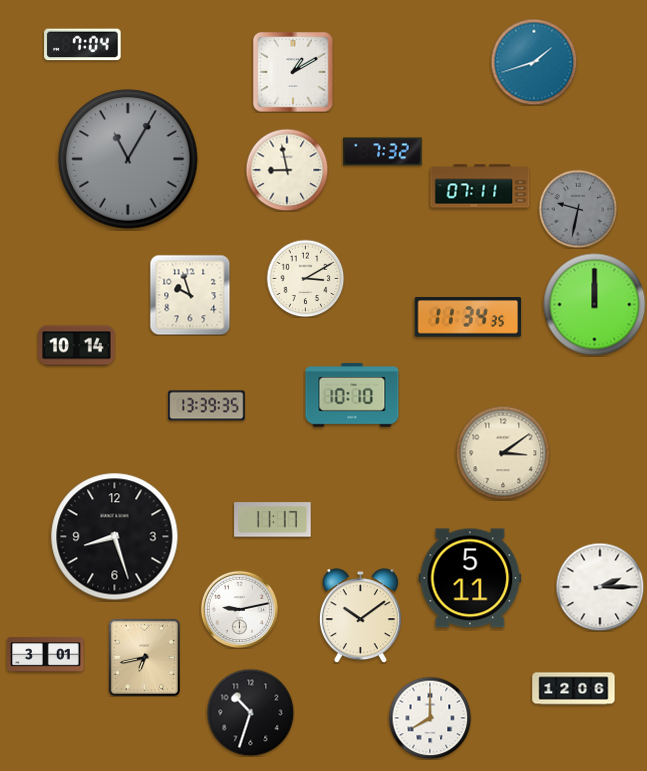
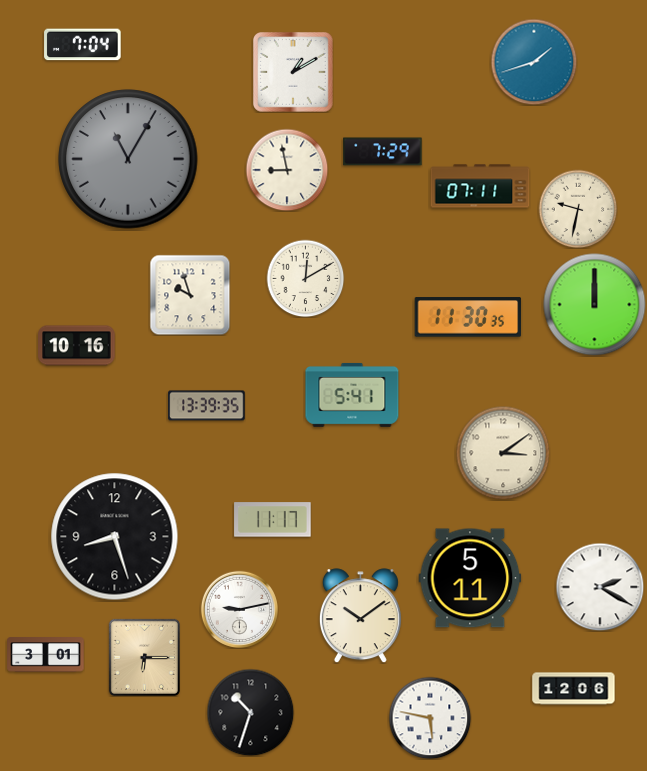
clock at (383, 152): 7:32 -> 7:29
clock at (578, 209) dial: grey -> cream
clock at (305, 278): 3:10 -> 12:10
clock at (468, 317): 11:34 -> 11:30
clock at (77, 346): 10:14 -> 10:16
clock at (352, 395): 10:10 -> 5:41
clock at (600, 587): 2:15 -> 2:20
clock at (144, 657): 6:43 -> 6:15
clock at (430, 718): 8:00 -> 5:47
